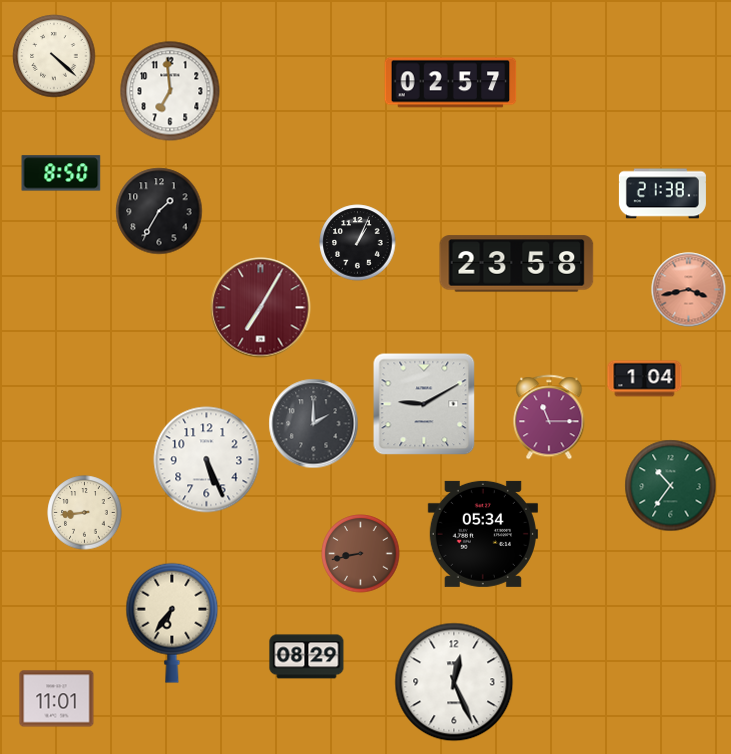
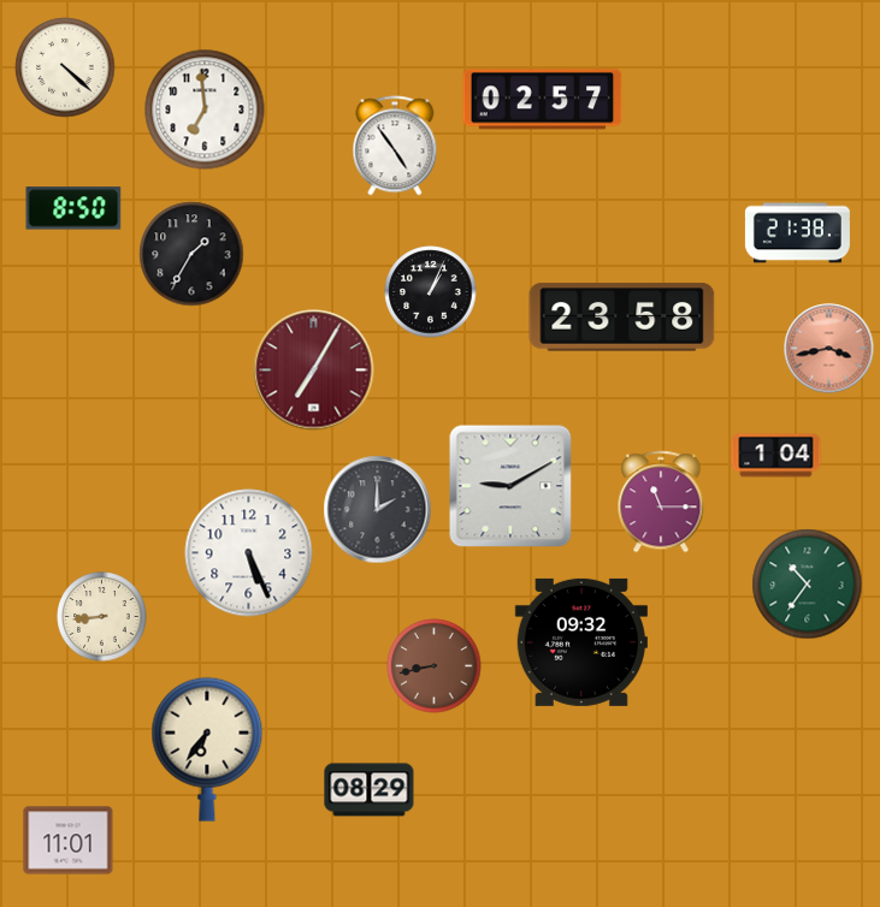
clock at (395, 146): none -> 4:54
clock at (483, 534): 05:34 -> 09:32
clock at (454, 682): 12:26 -> none
